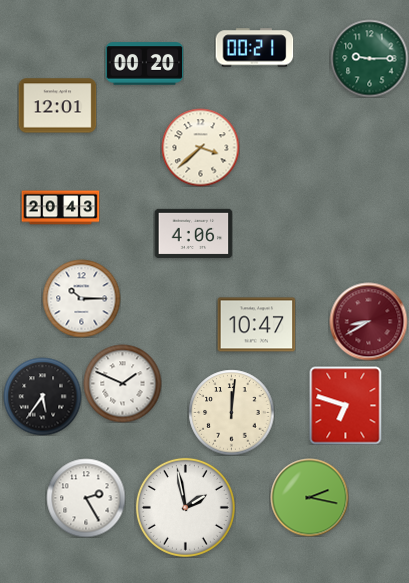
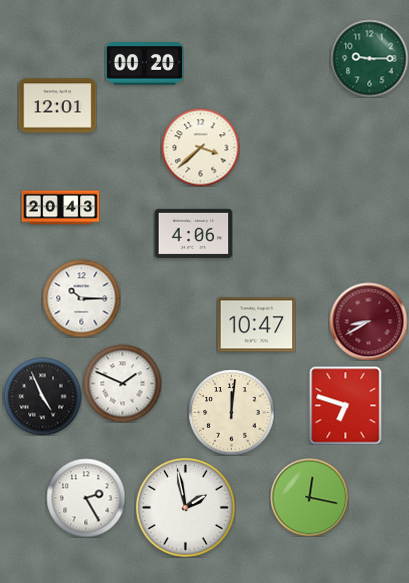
clock at (254, 48): 00:21 -> none
clock at (42, 396): 5:36 -> 4:56
clock at (309, 497): 2:17 -> 12:17
